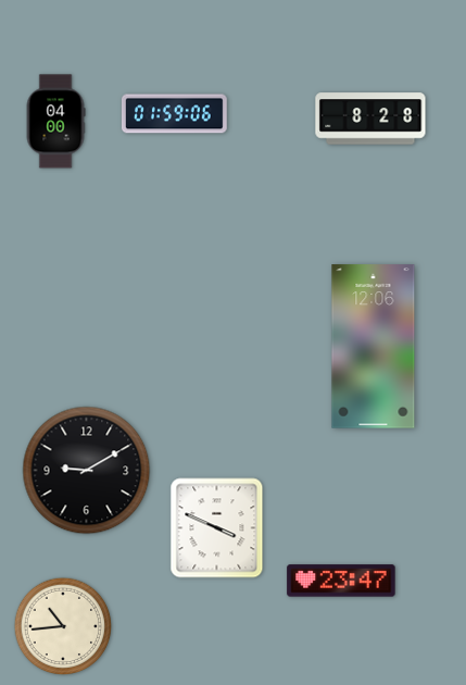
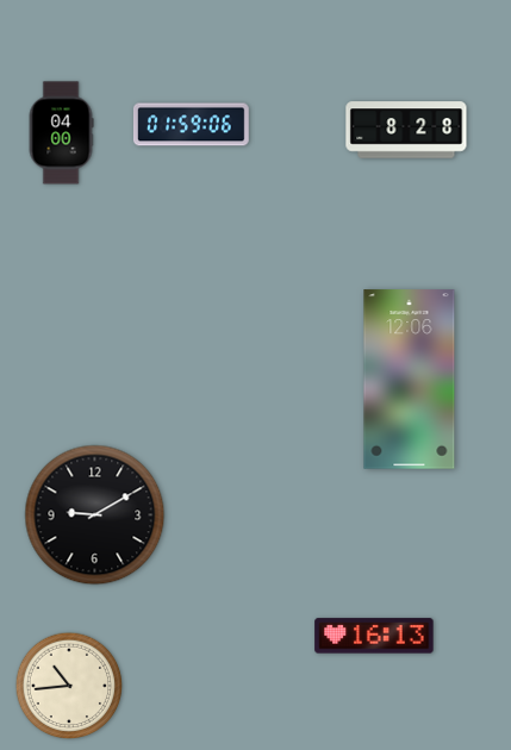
clock at (217, 528): 3:49 -> none
clock at (341, 581): 23:47 -> 16:13
